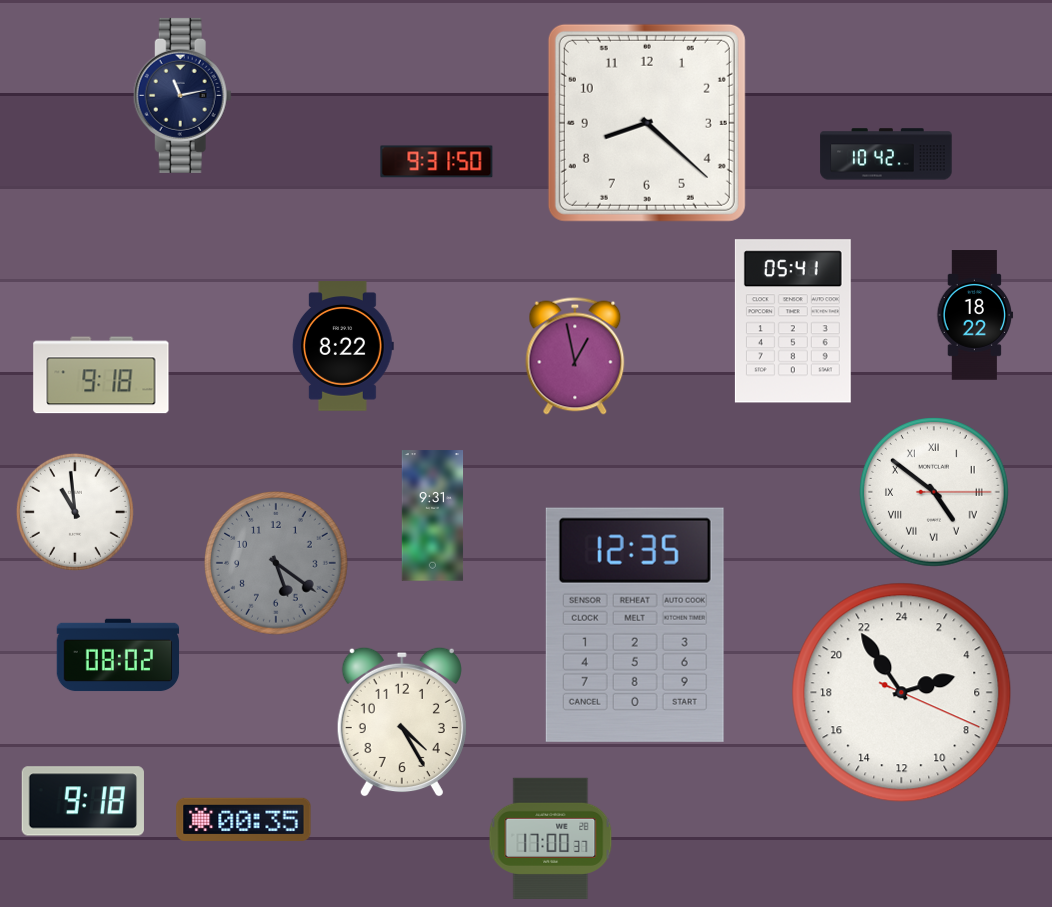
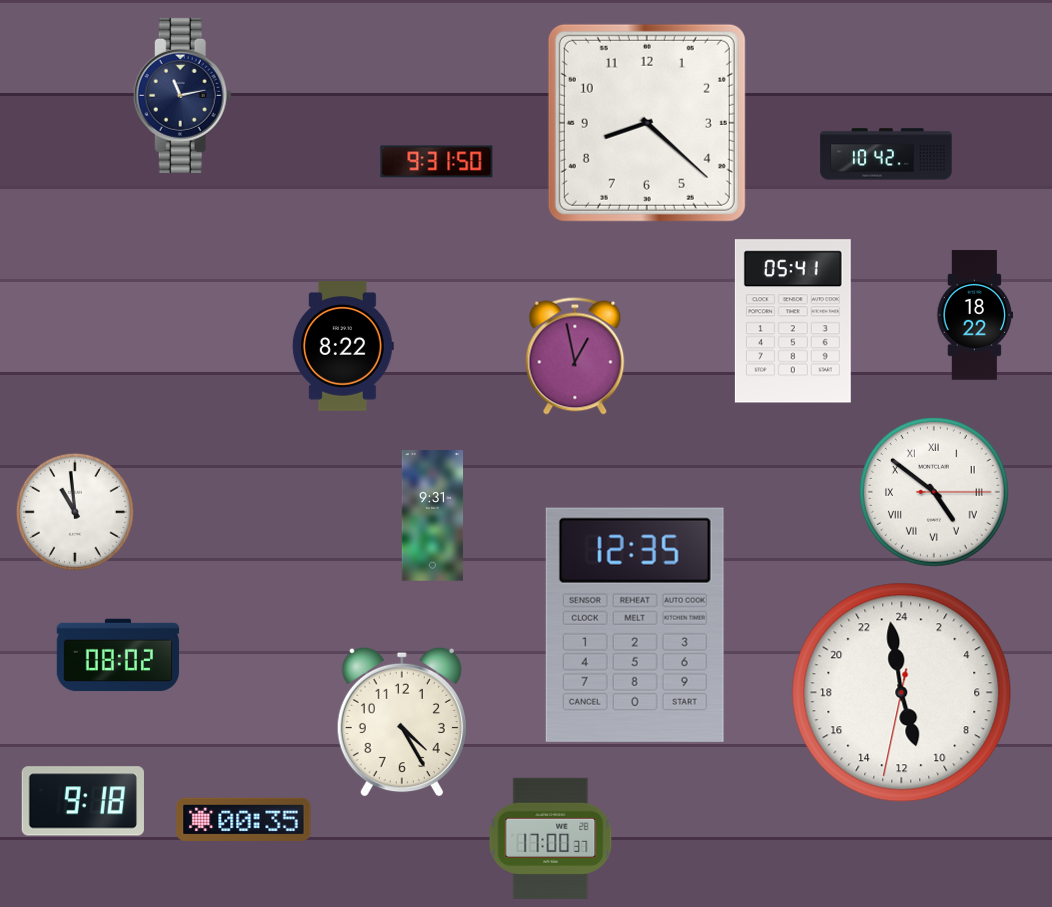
clock at (101, 375): 9:18 -> none
clock at (277, 564): 5:21 -> none
clock at (902, 693): 4:54 -> 10:58
